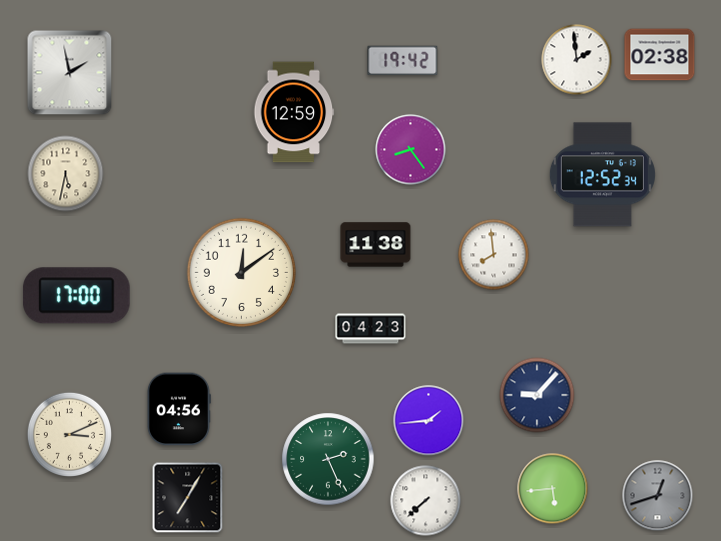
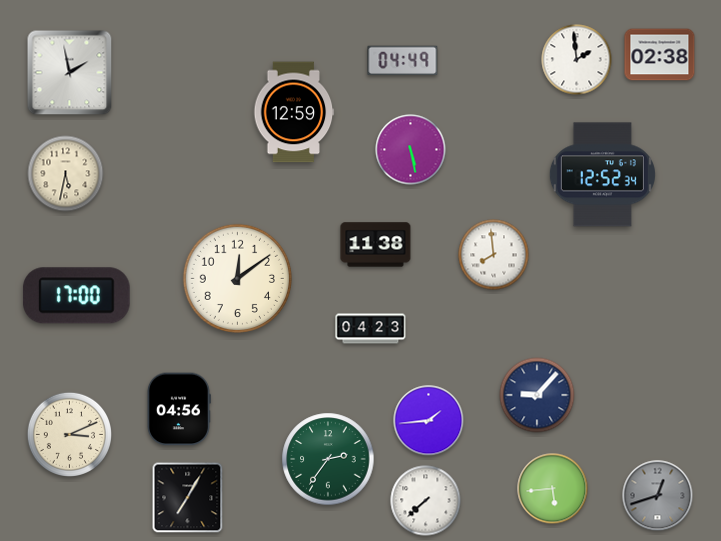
clock at (403, 61): 19:42 -> 04:49
clock at (411, 150): 8:24 -> 5:28
clock at (241, 272) position: (241, 272) -> (237, 278)
clock at (328, 459): 2:26 -> 2:36
